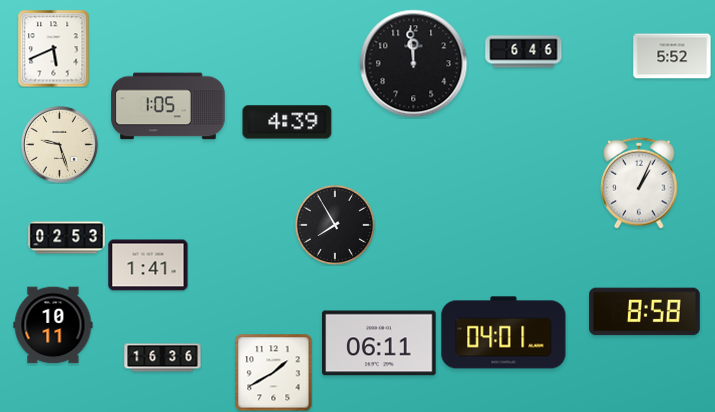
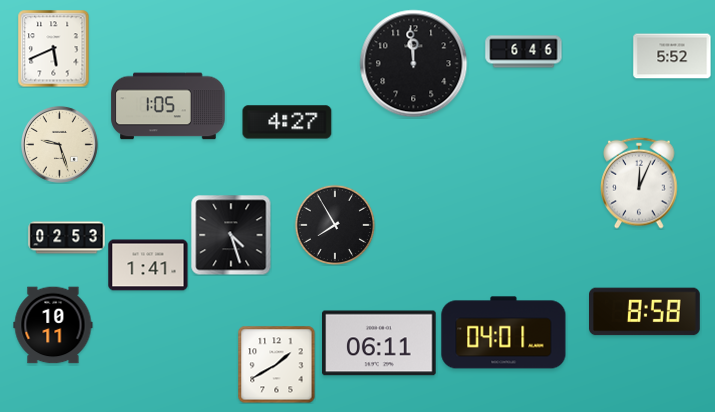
clock at (287, 122): 4:39 -> 4:27
clock at (639, 183): 1:04 -> 12:04
clock at (231, 235): none -> 4:27
clock at (163, 358): 16:36 -> none
clock at (273, 372) position: (273, 372) -> (276, 364)
